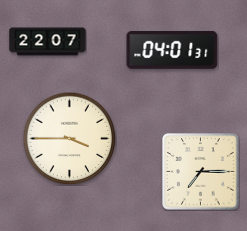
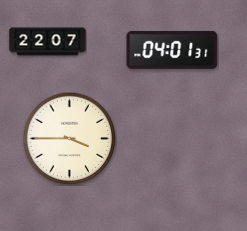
clock at (201, 172): 7:15 -> none
